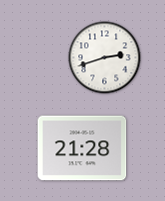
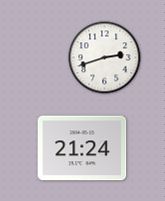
clock at (82, 148): 21:28 -> 21:24
